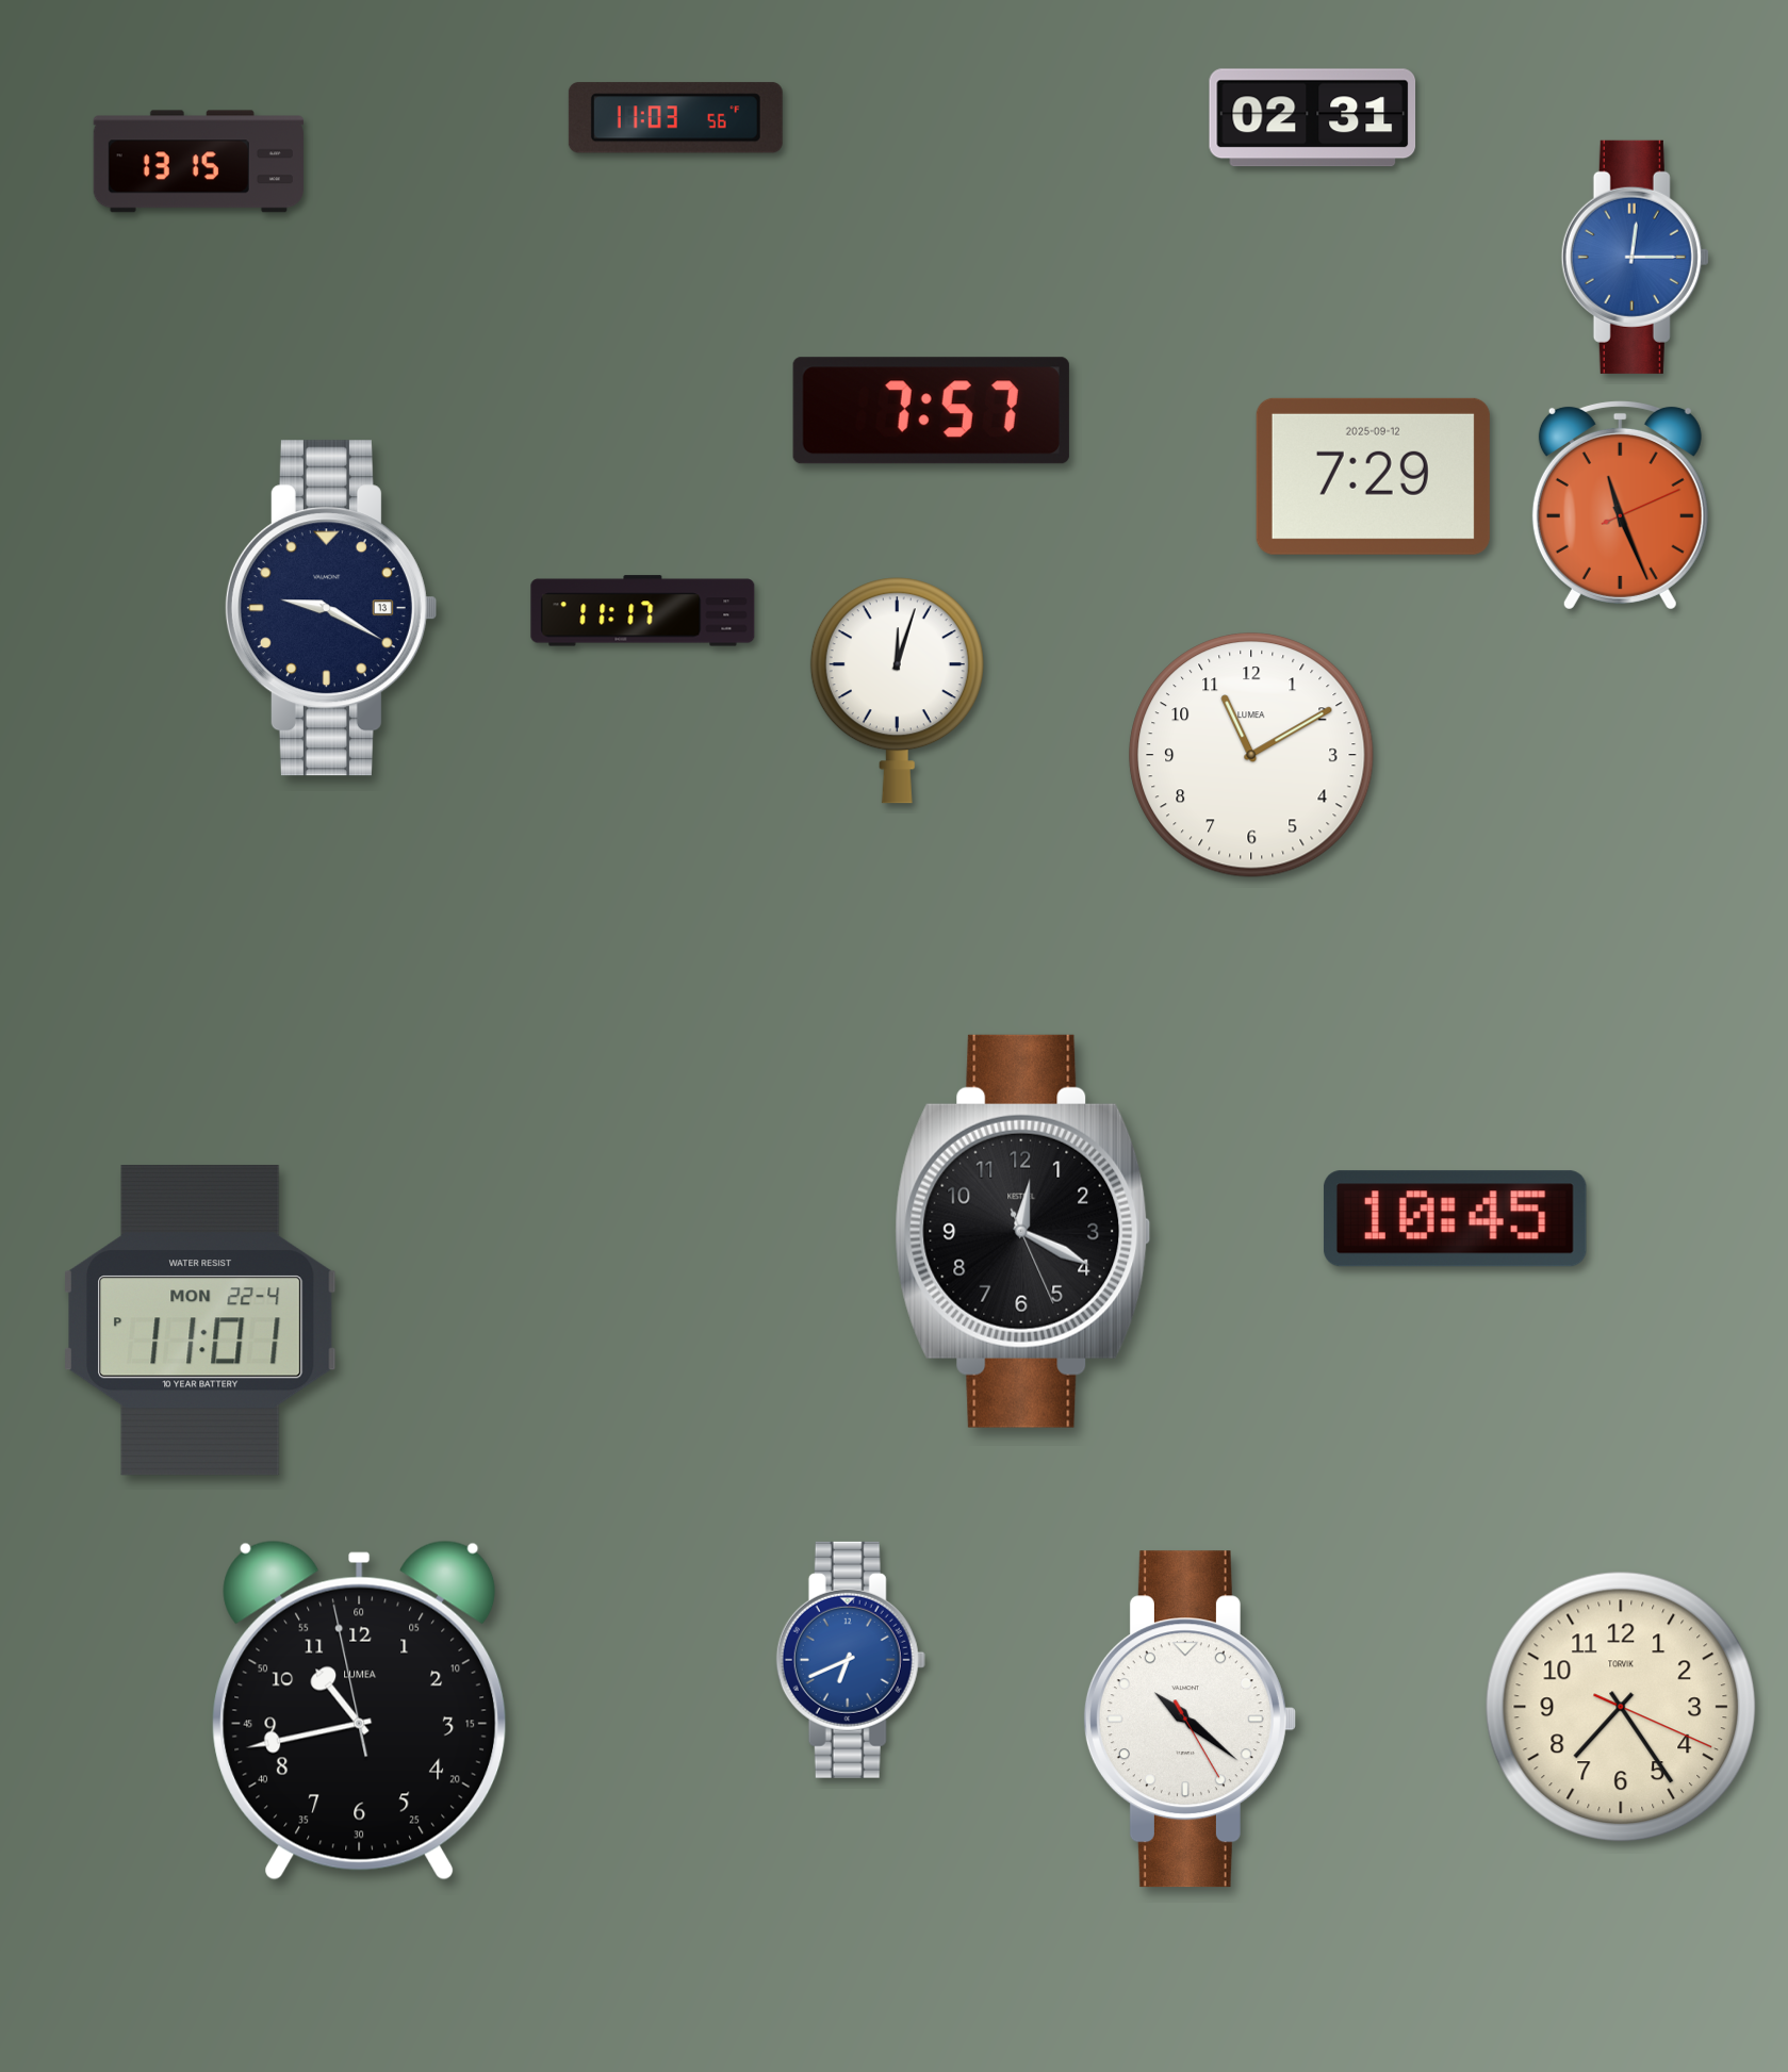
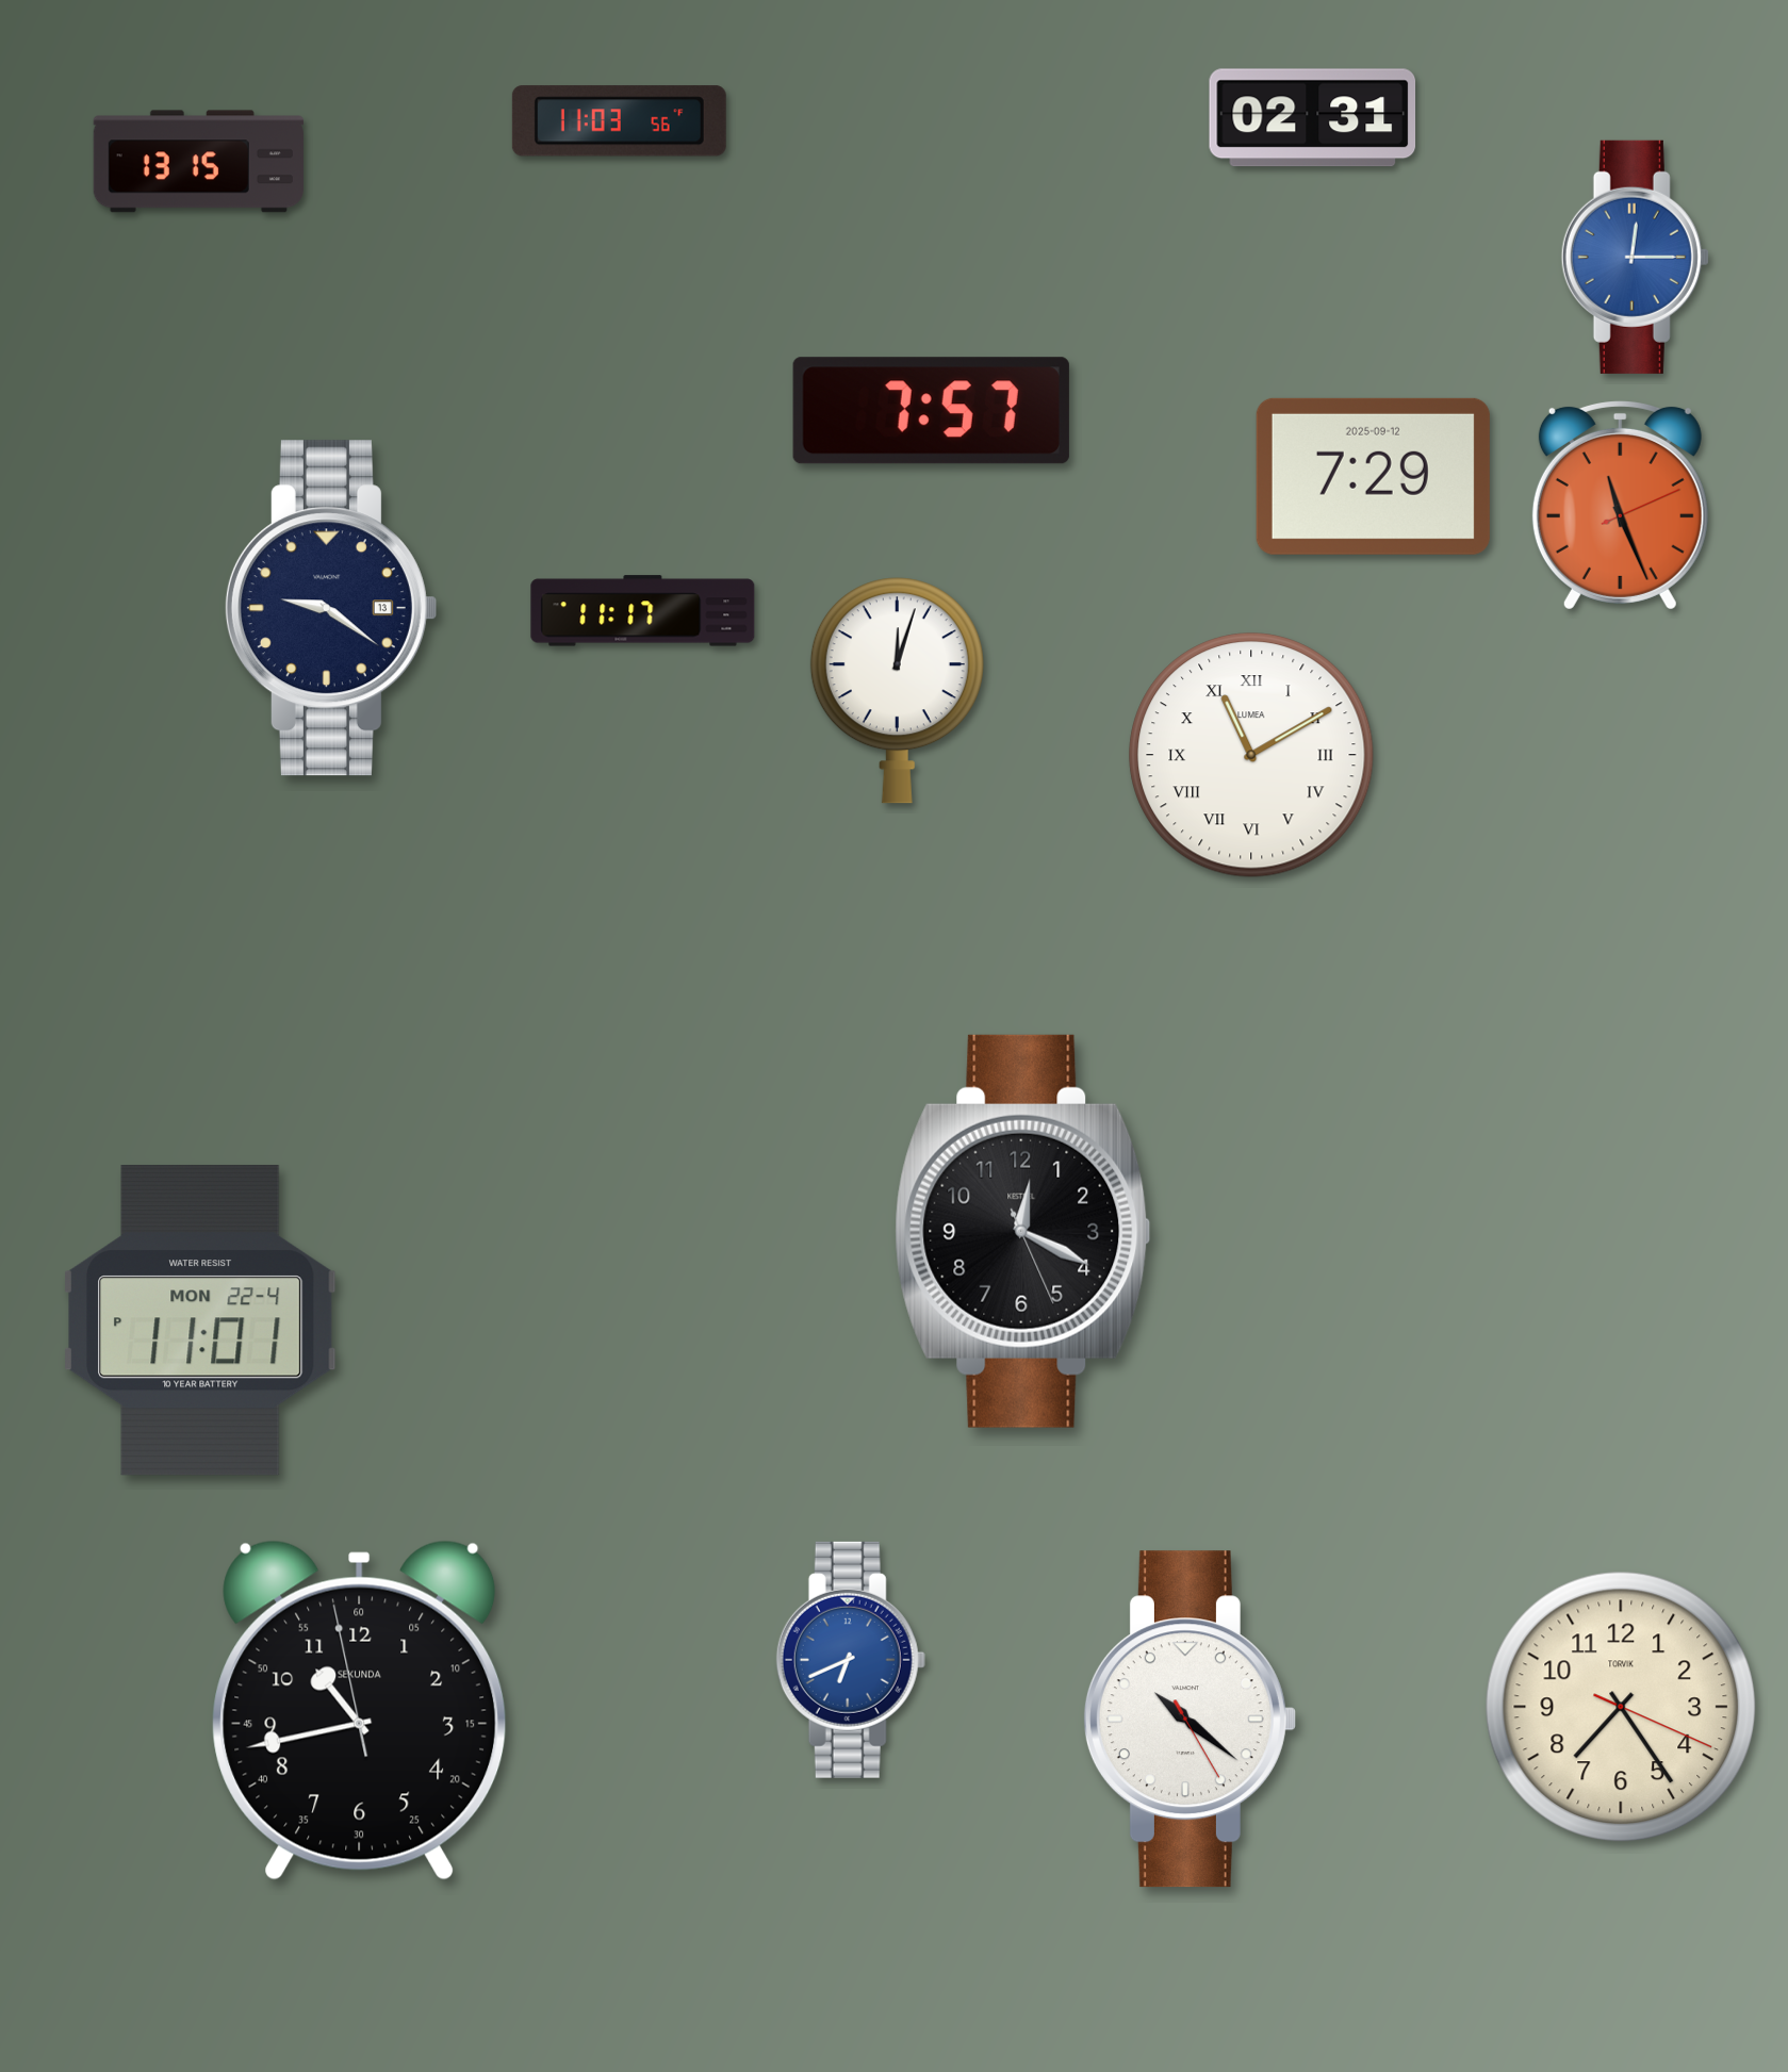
clock at (675, 118) position: (675, 118) -> (619, 121)
clock at (330, 608): 9:20 -> 9:21
clock at (1251, 755) numerals: Arabic -> Roman
clock at (1455, 1219): 10:45 -> none
clock at (360, 1710) brand: LUMEA -> SEKUNDA
